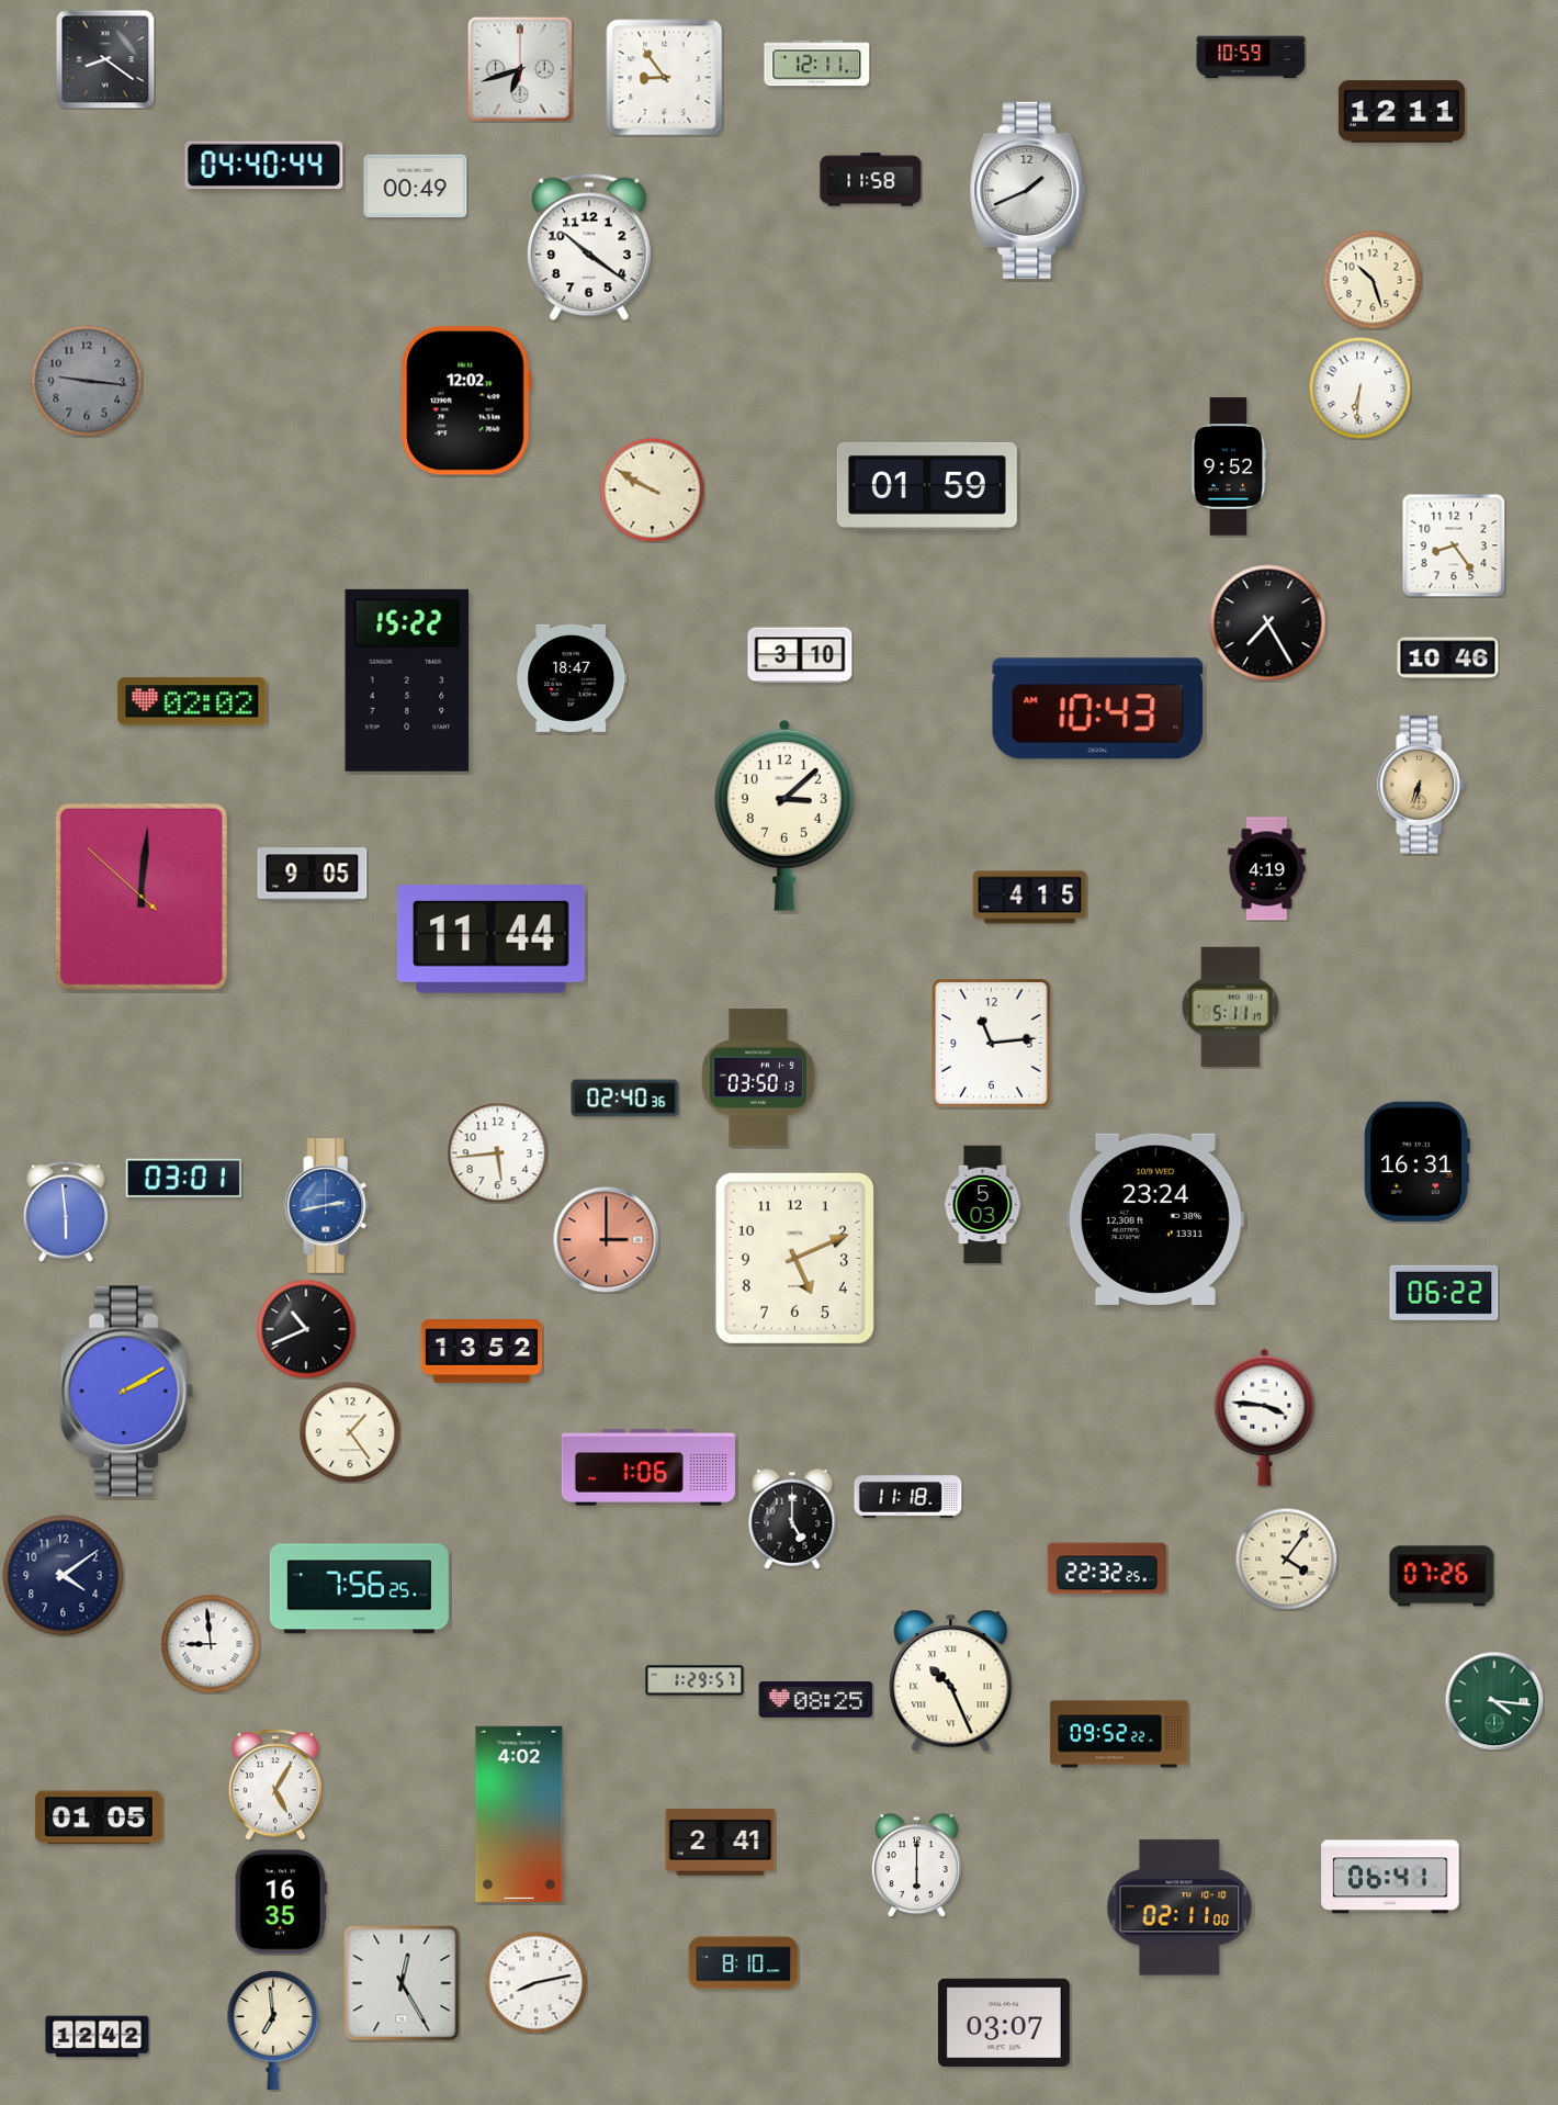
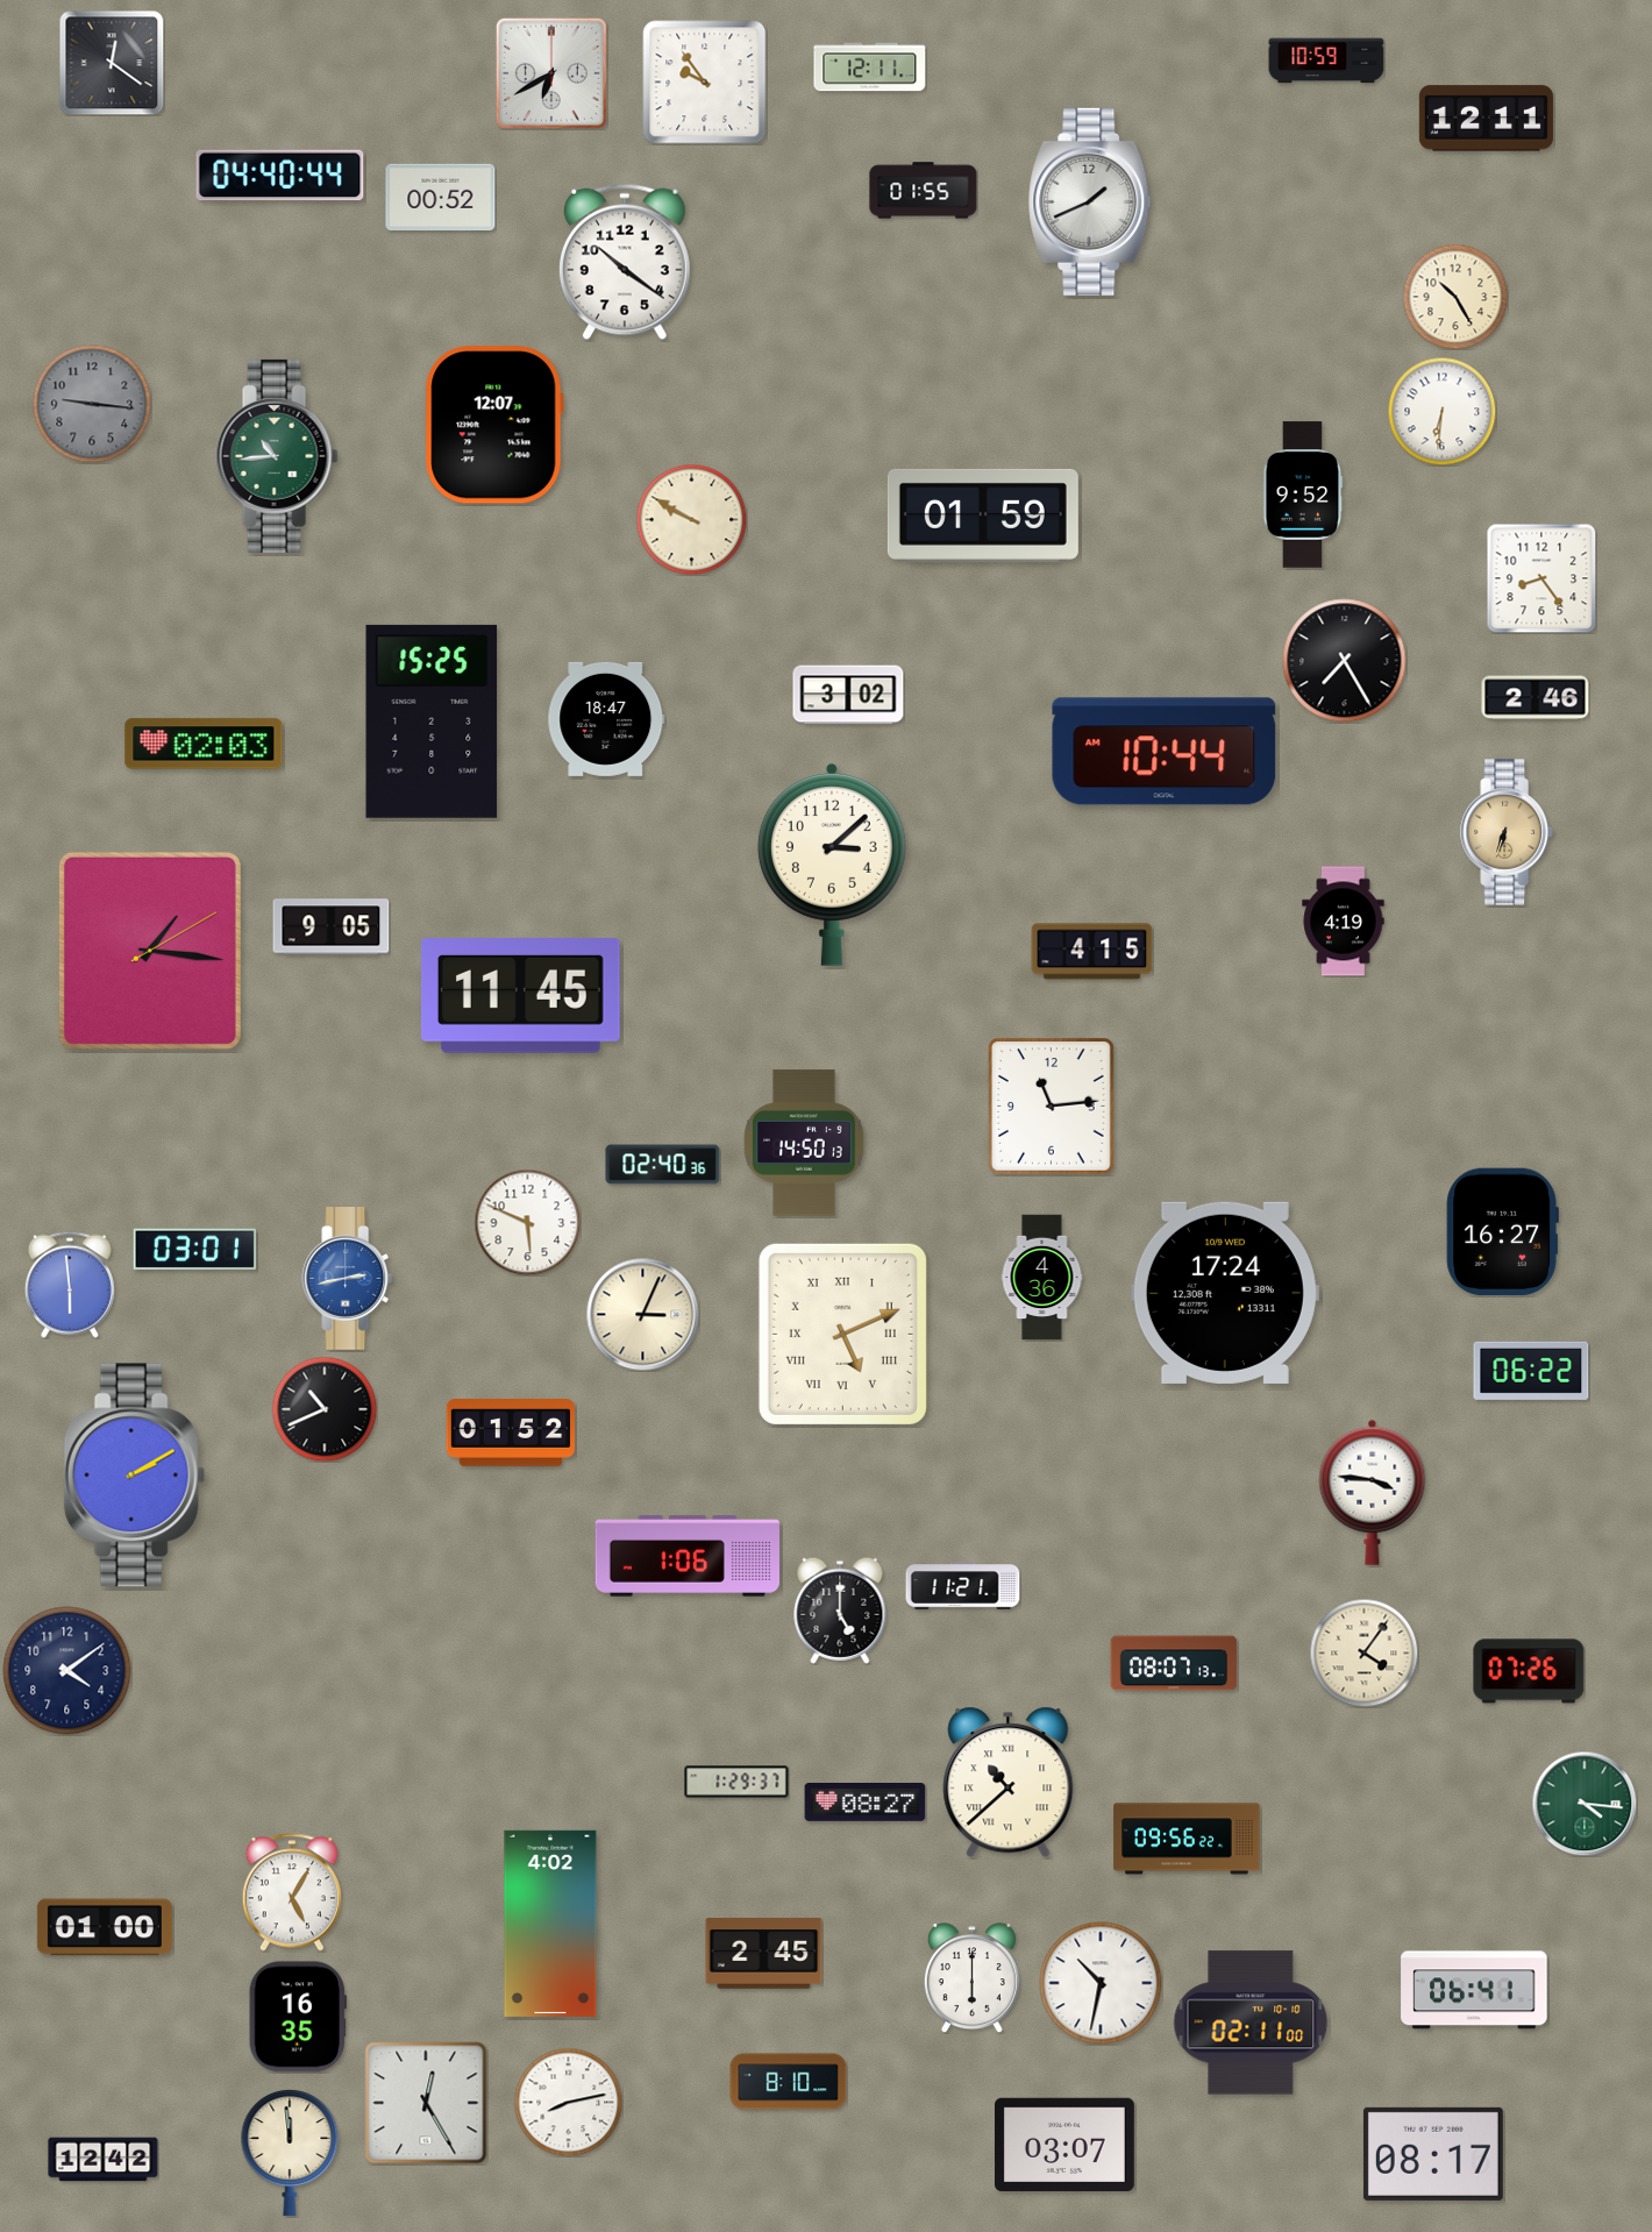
clock at (105, 59): 8:21 -> 12:21
clock at (817, 64) position: (817, 64) -> (870, 67)
clock at (520, 69): 6:42 -> 6:40
clock at (665, 78): 8:54 -> 9:54
clock at (871, 180): 11:58 -> 01:55
clock at (416, 187): 00:49 -> 00:52
clock at (1373, 280): 10:27 -> 10:25
clock at (466, 401): 12:02 -> 12:07
clock at (277, 456): none -> 10:44
clock at (800, 655): 3:10 -> 3:02
clock at (1448, 658): 10:46 -> 2:46
clock at (407, 680): 15:22 -> 15:25
clock at (192, 701): 02:02 -> 02:03
clock at (1098, 709): 10:43 -> 10:44
clock at (142, 897): 12:00 -> 1:16
clock at (492, 939): 11:44 -> 11:45
clock at (1231, 1008): 5:11 -> none
clock at (758, 1078): 03:50 -> 14:50
clock at (497, 1152): 5:44 -> 5:49
clock at (1416, 1161): 16:31 -> 16:27
clock at (983, 1205): 5:03 -> 4:36
clock at (1155, 1219): 23:24 -> 17:24
clock at (607, 1240): 3:00 -> 3:04
clock at (607, 1240) dial: salmon -> cream
clock at (794, 1258) numerals: Arabic -> Roman
clock at (481, 1352): 13:52 -> 01:52
clock at (1265, 1417) position: (1265, 1417) -> (1373, 1492)
clock at (350, 1432): 1:24 -> none
clock at (908, 1496): 11:18 -> 11:21
clock at (1107, 1568): 22:32 -> 08:07
clock at (359, 1589): 7:56 -> none
clock at (211, 1644): 8:59 -> none
clock at (695, 1680): 1:29:57 -> 1:29:37
clock at (951, 1681): 10:26 -> 10:38
clock at (816, 1700): 08:25 -> 08:27
clock at (1119, 1734): 09:52 -> 09:56
clock at (99, 1817): 01:05 -> 01:00
clock at (721, 1843): 2:41 -> 2:45
clock at (1101, 1983): none -> 10:32
clock at (273, 2030): 6:59 -> 11:59
clock at (1433, 2154): none -> 08:17
